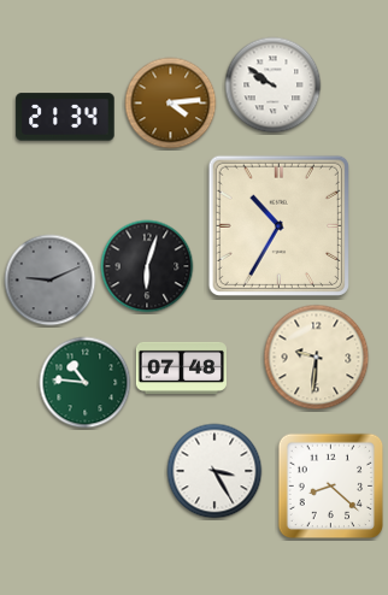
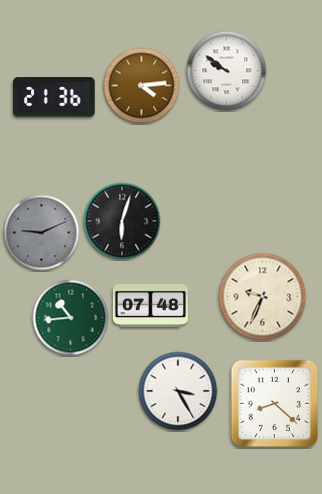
clock at (65, 117): 21:34 -> 21:36
clock at (278, 225): 10:35 -> none
clock at (317, 358): 9:31 -> 9:34
clock at (86, 383): 10:46 -> 10:44
